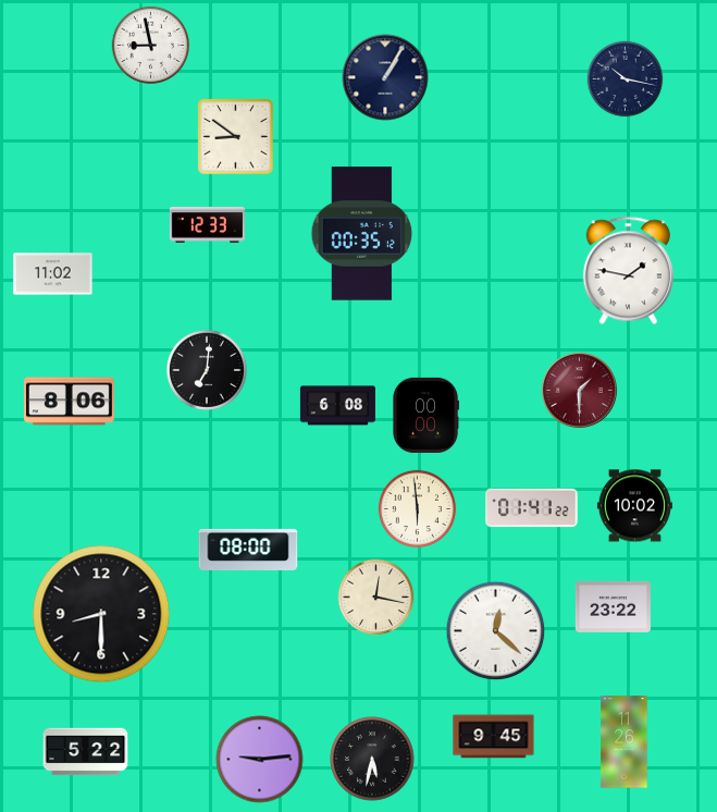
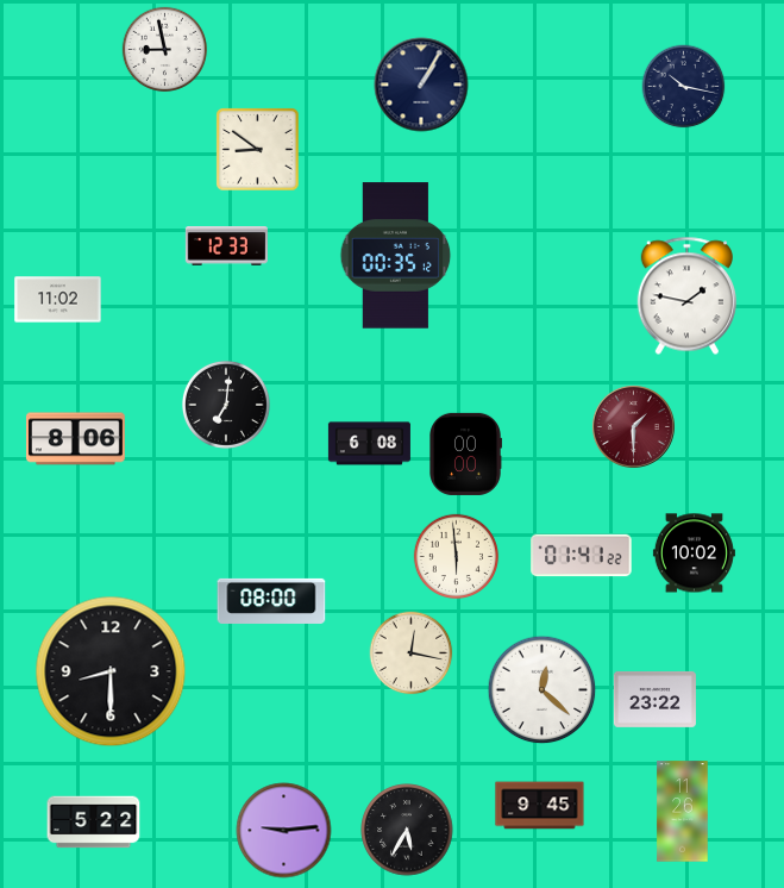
clock at (613, 606) position: (613, 606) -> (654, 699)
clock at (372, 759): 5:32 -> 5:35
